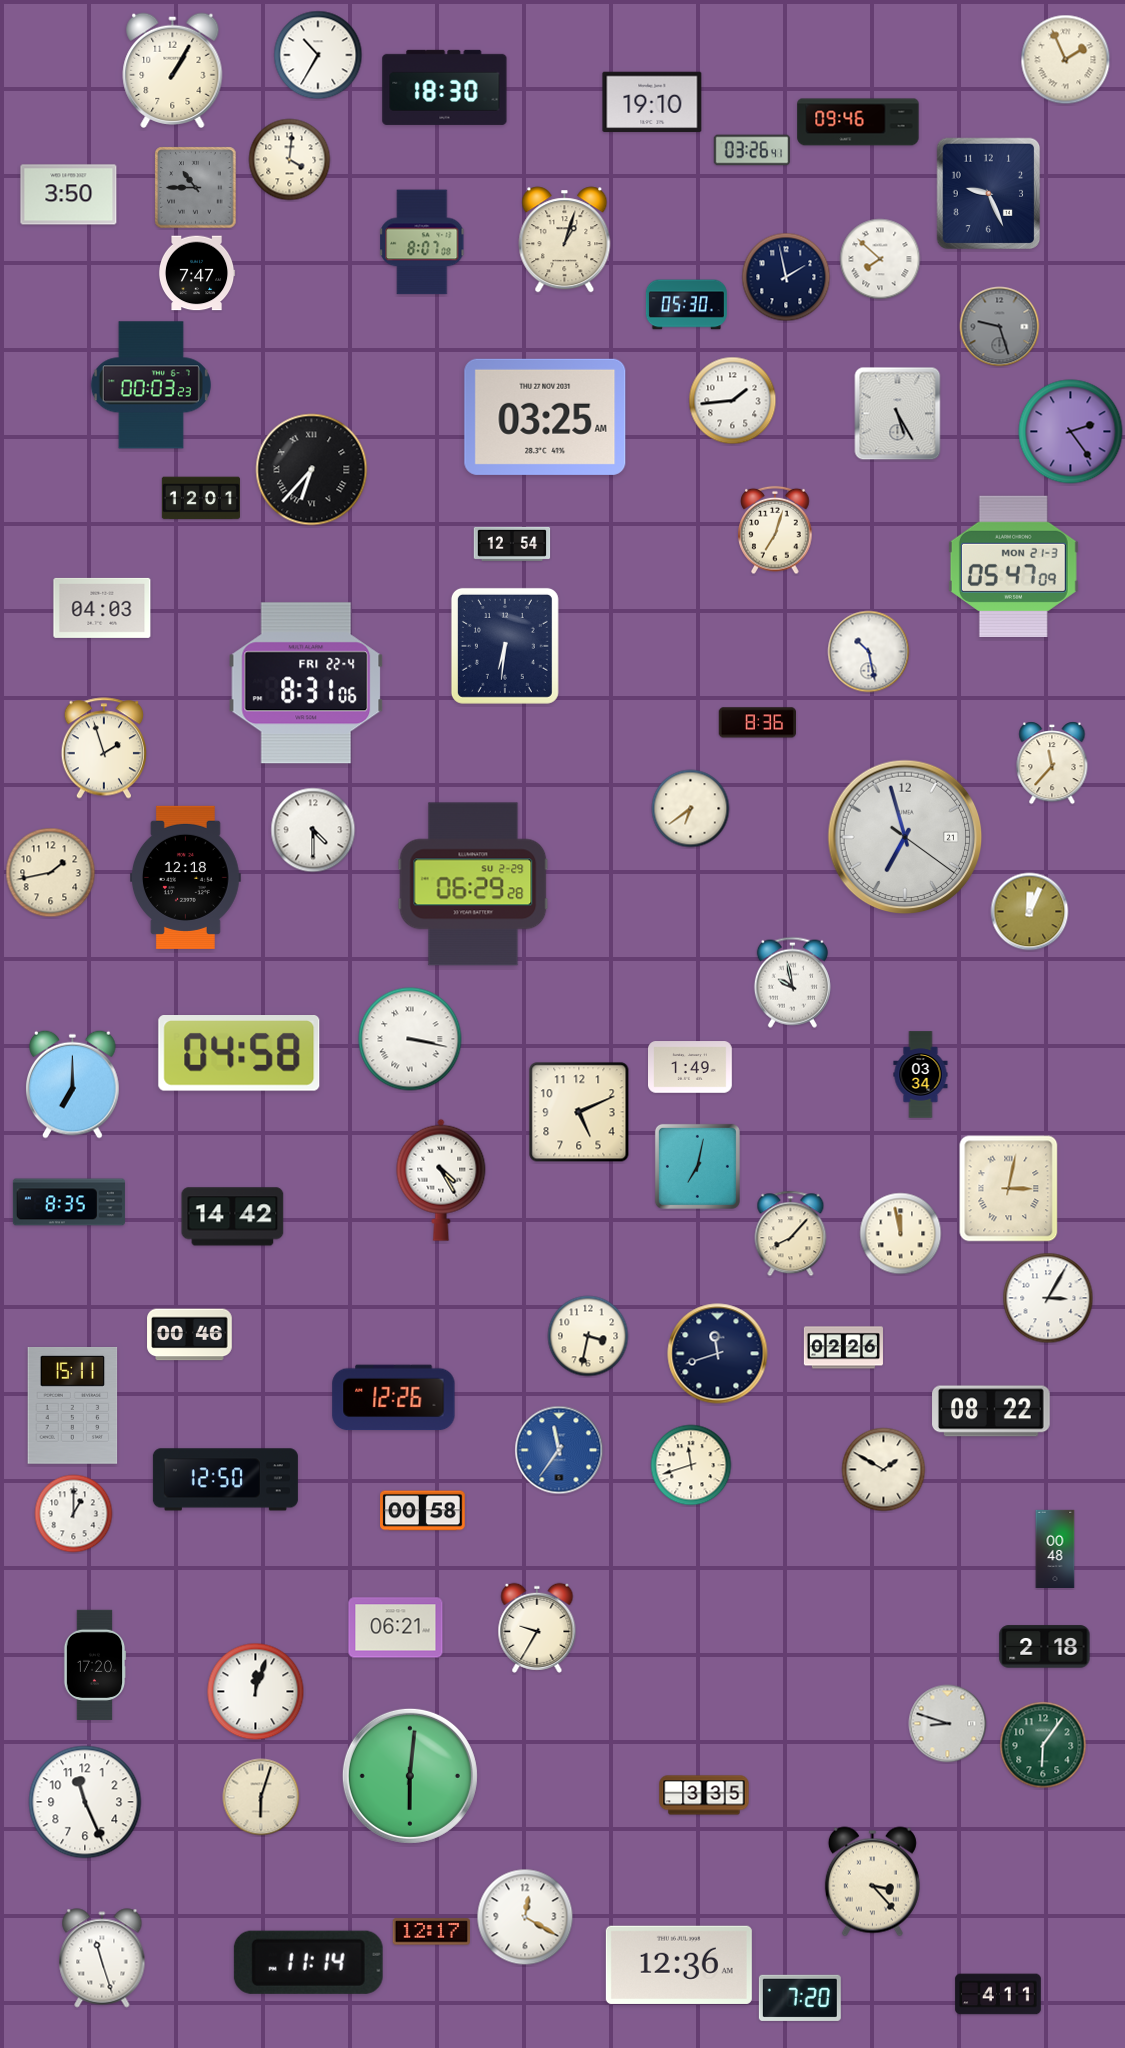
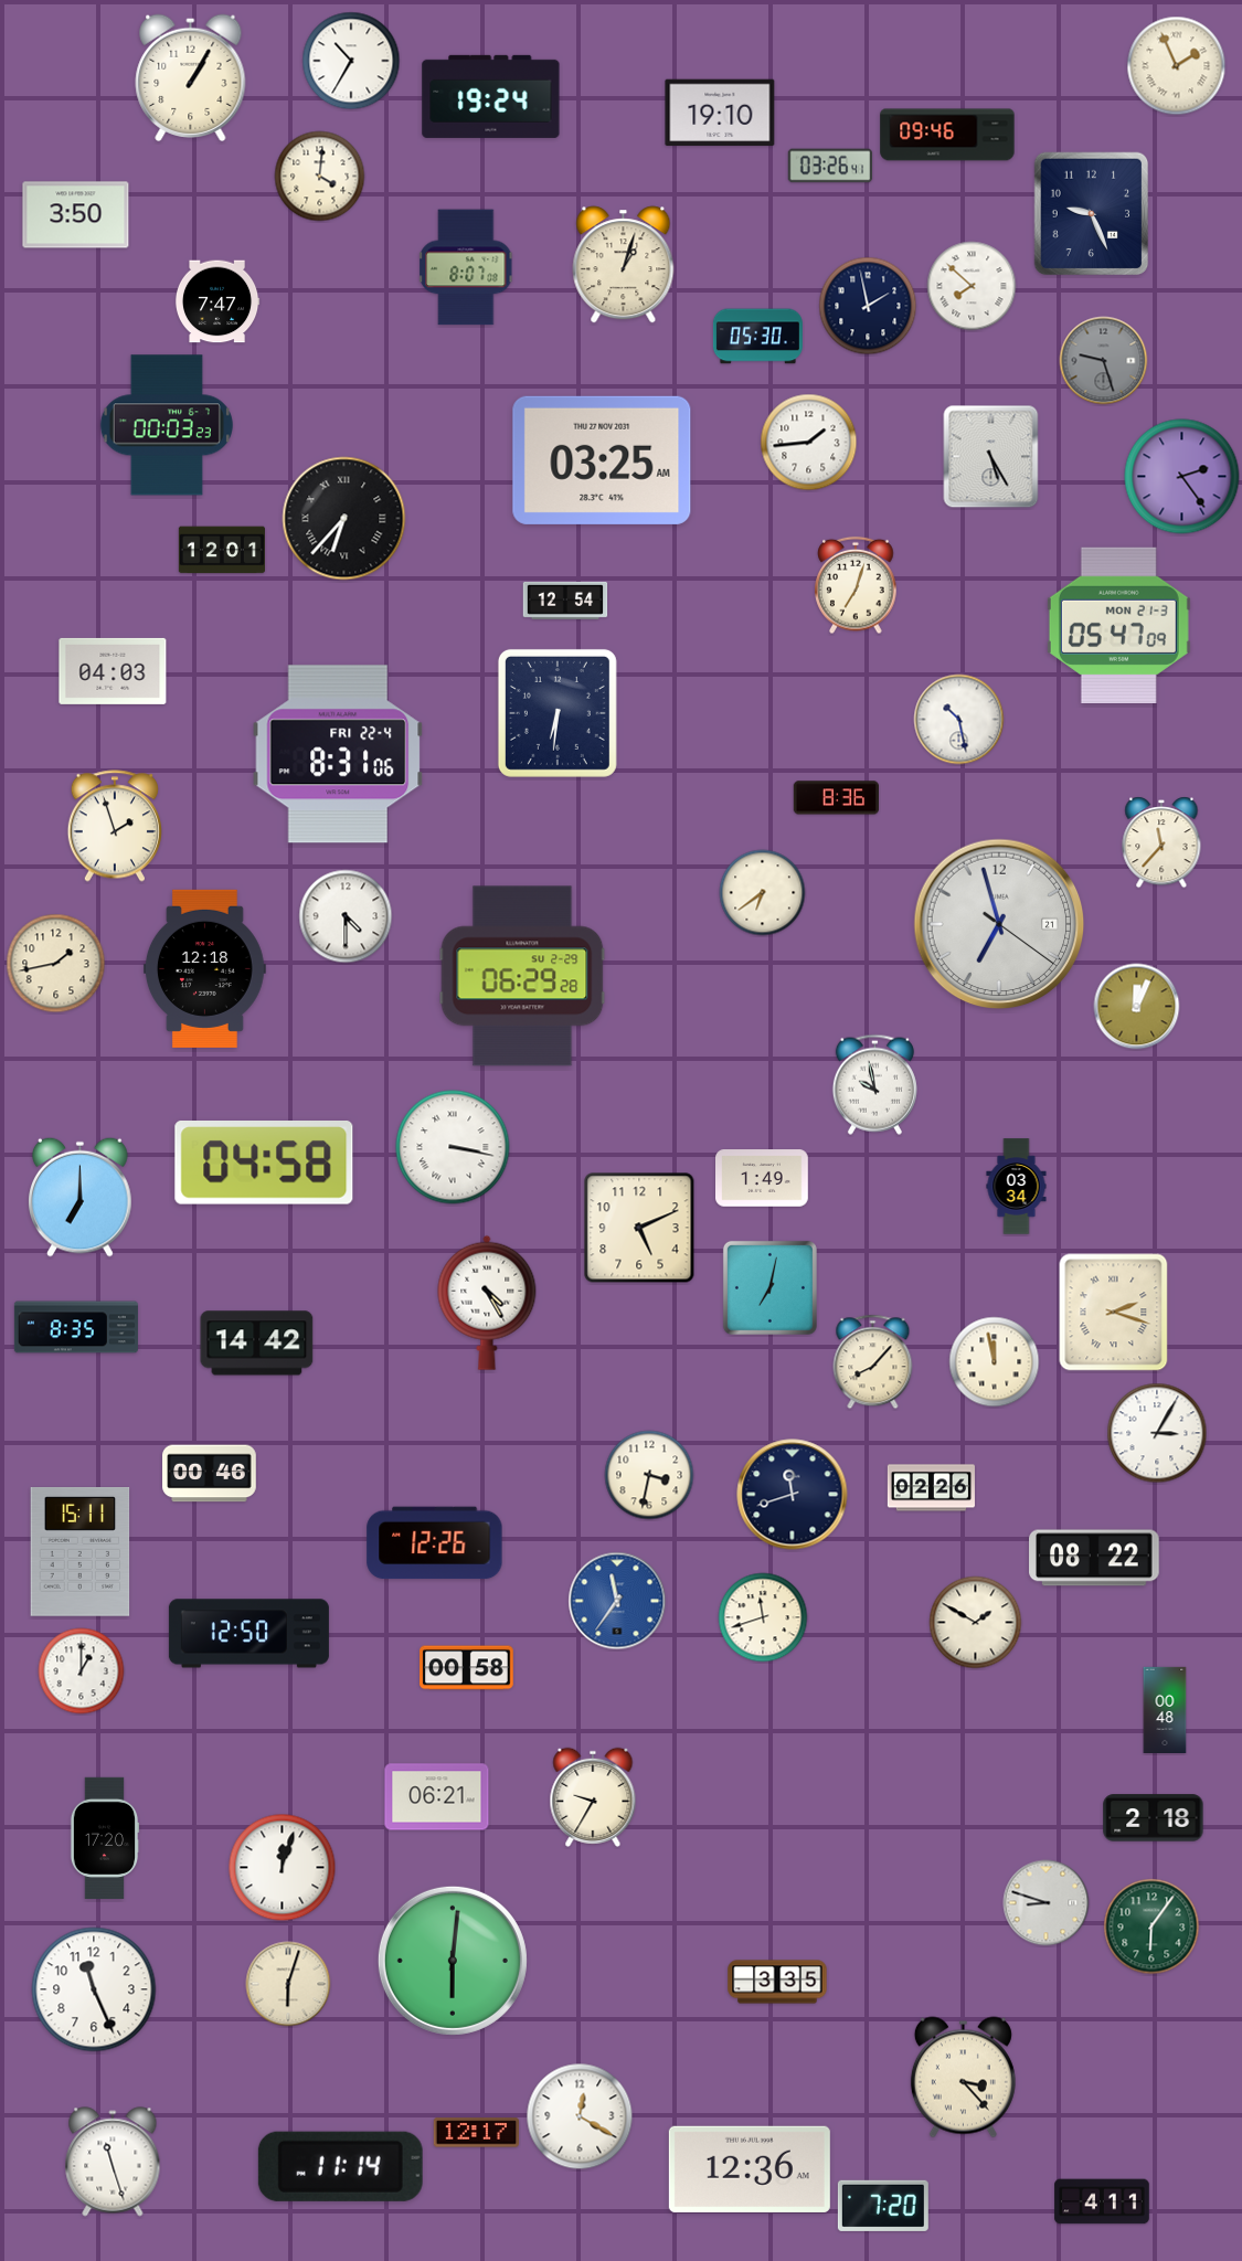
clock at (445, 87): 18:30 -> 19:24
clock at (196, 188): 10:45 -> none
clock at (1009, 1189): 3:02 -> 2:18
